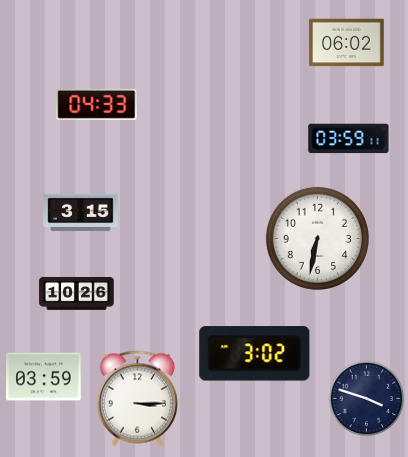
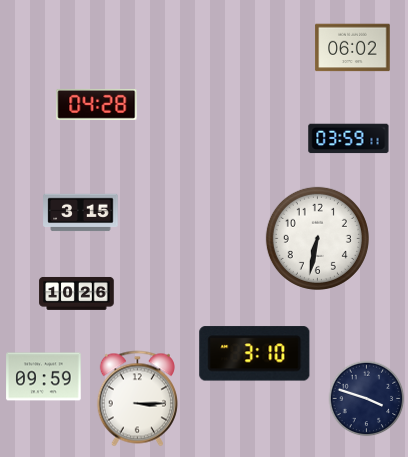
clock at (347, 43) position: (347, 43) -> (353, 48)
clock at (97, 104): 04:33 -> 04:28
clock at (255, 354): 3:02 -> 3:10
clock at (44, 377): 03:59 -> 09:59
